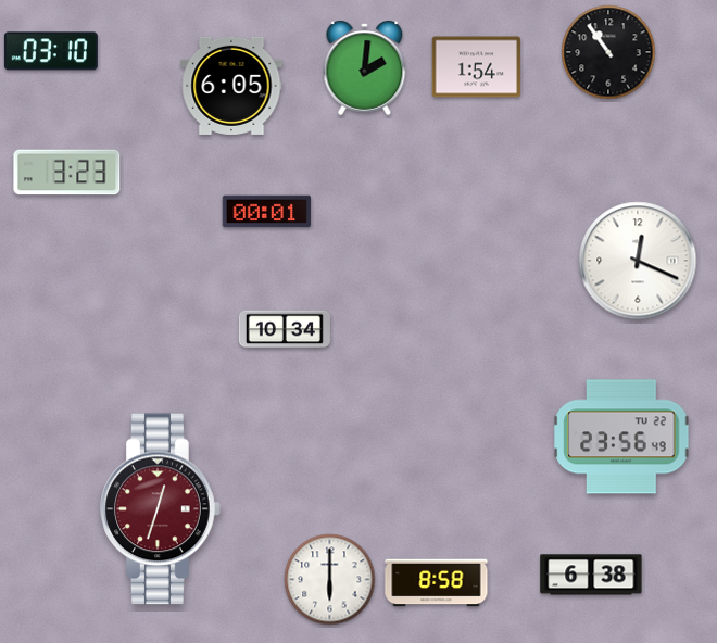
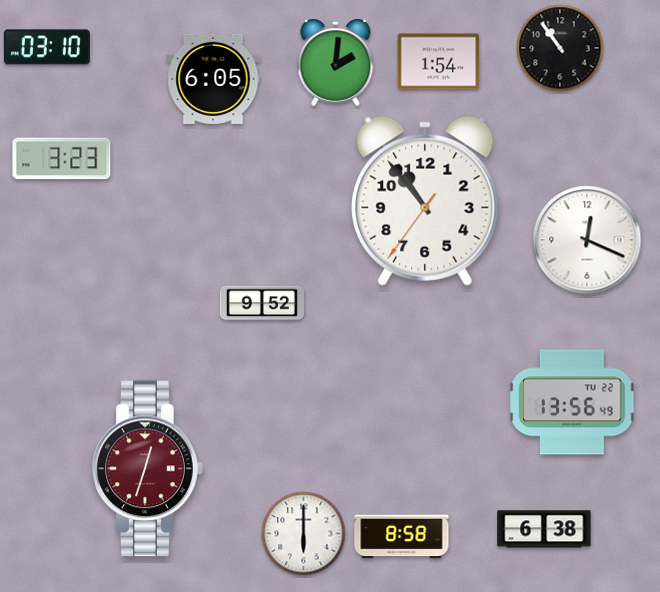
clock at (267, 212): 00:01 -> none
clock at (425, 201): none -> 10:53
clock at (285, 329): 10:34 -> 9:52
clock at (621, 437): 23:56 -> 13:56
